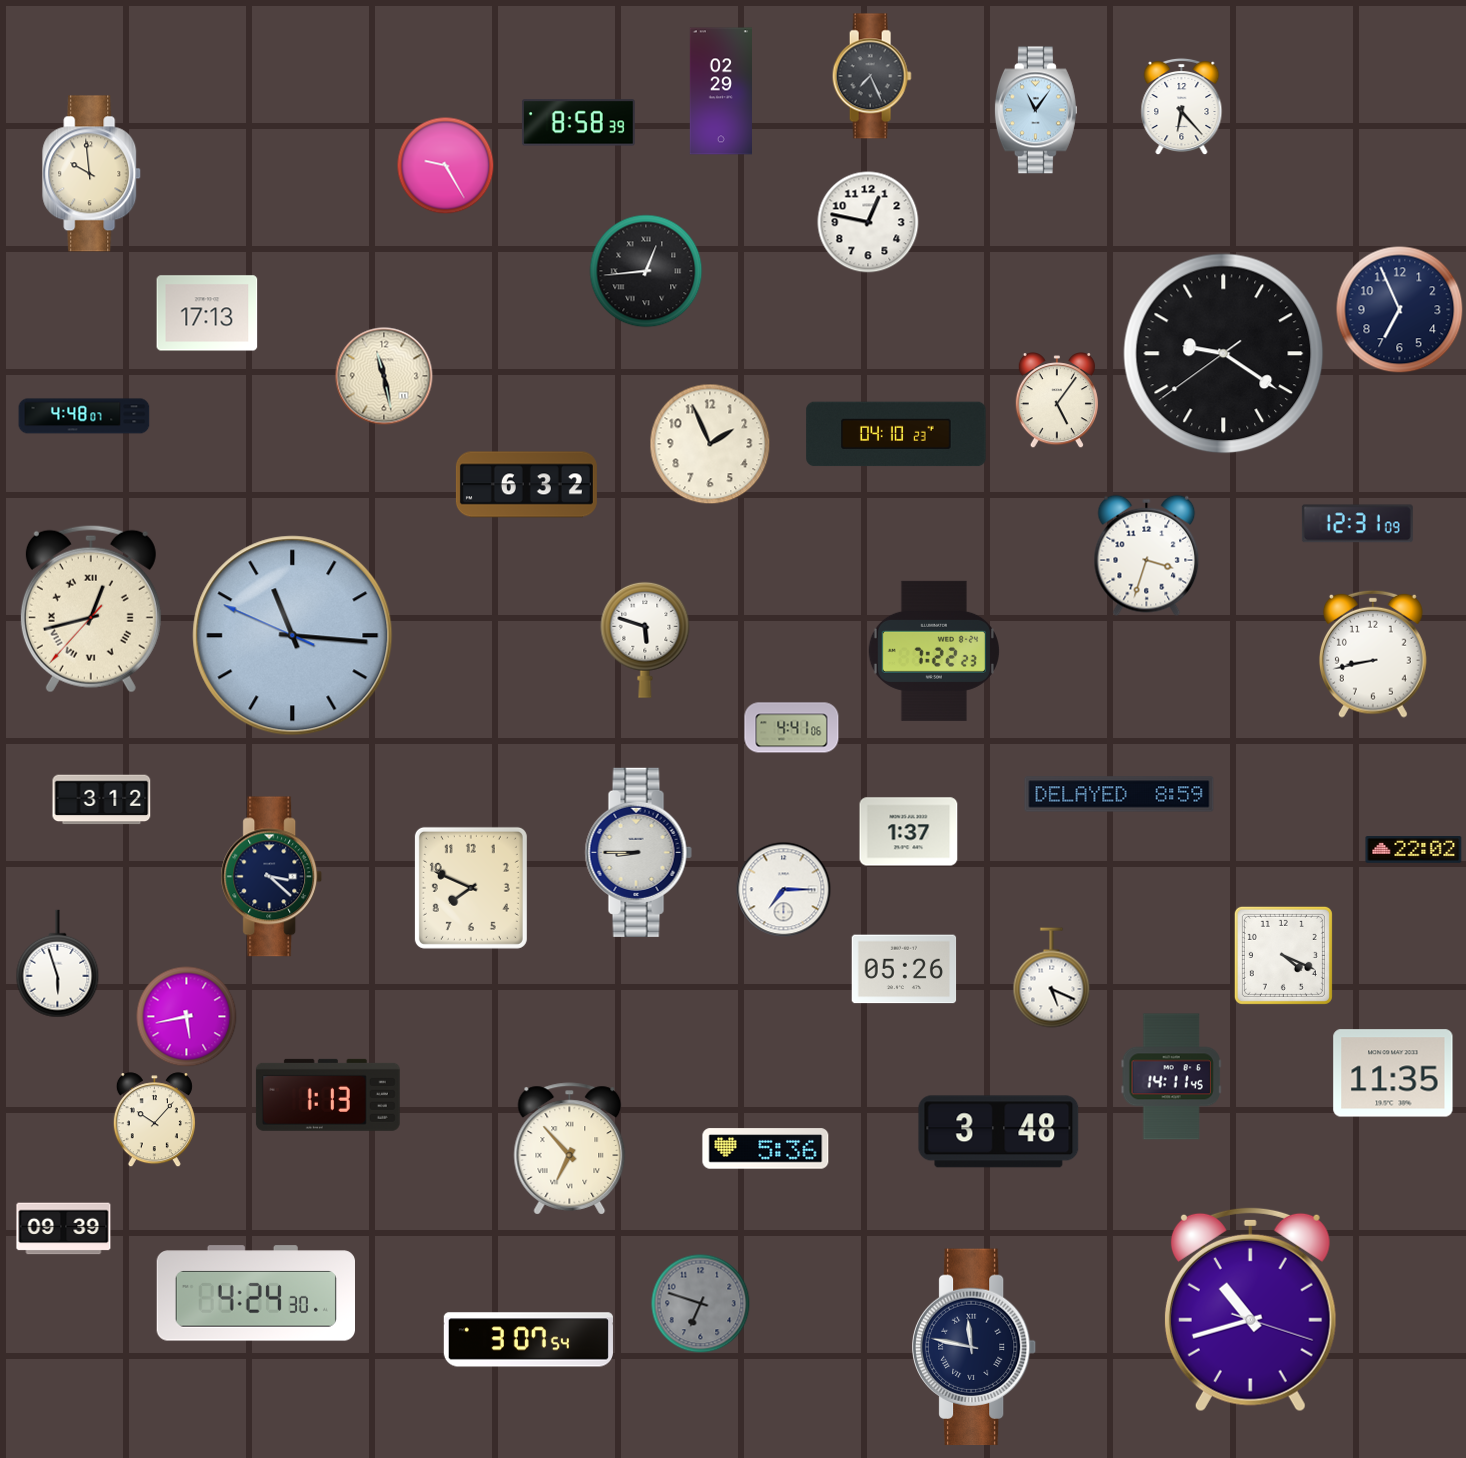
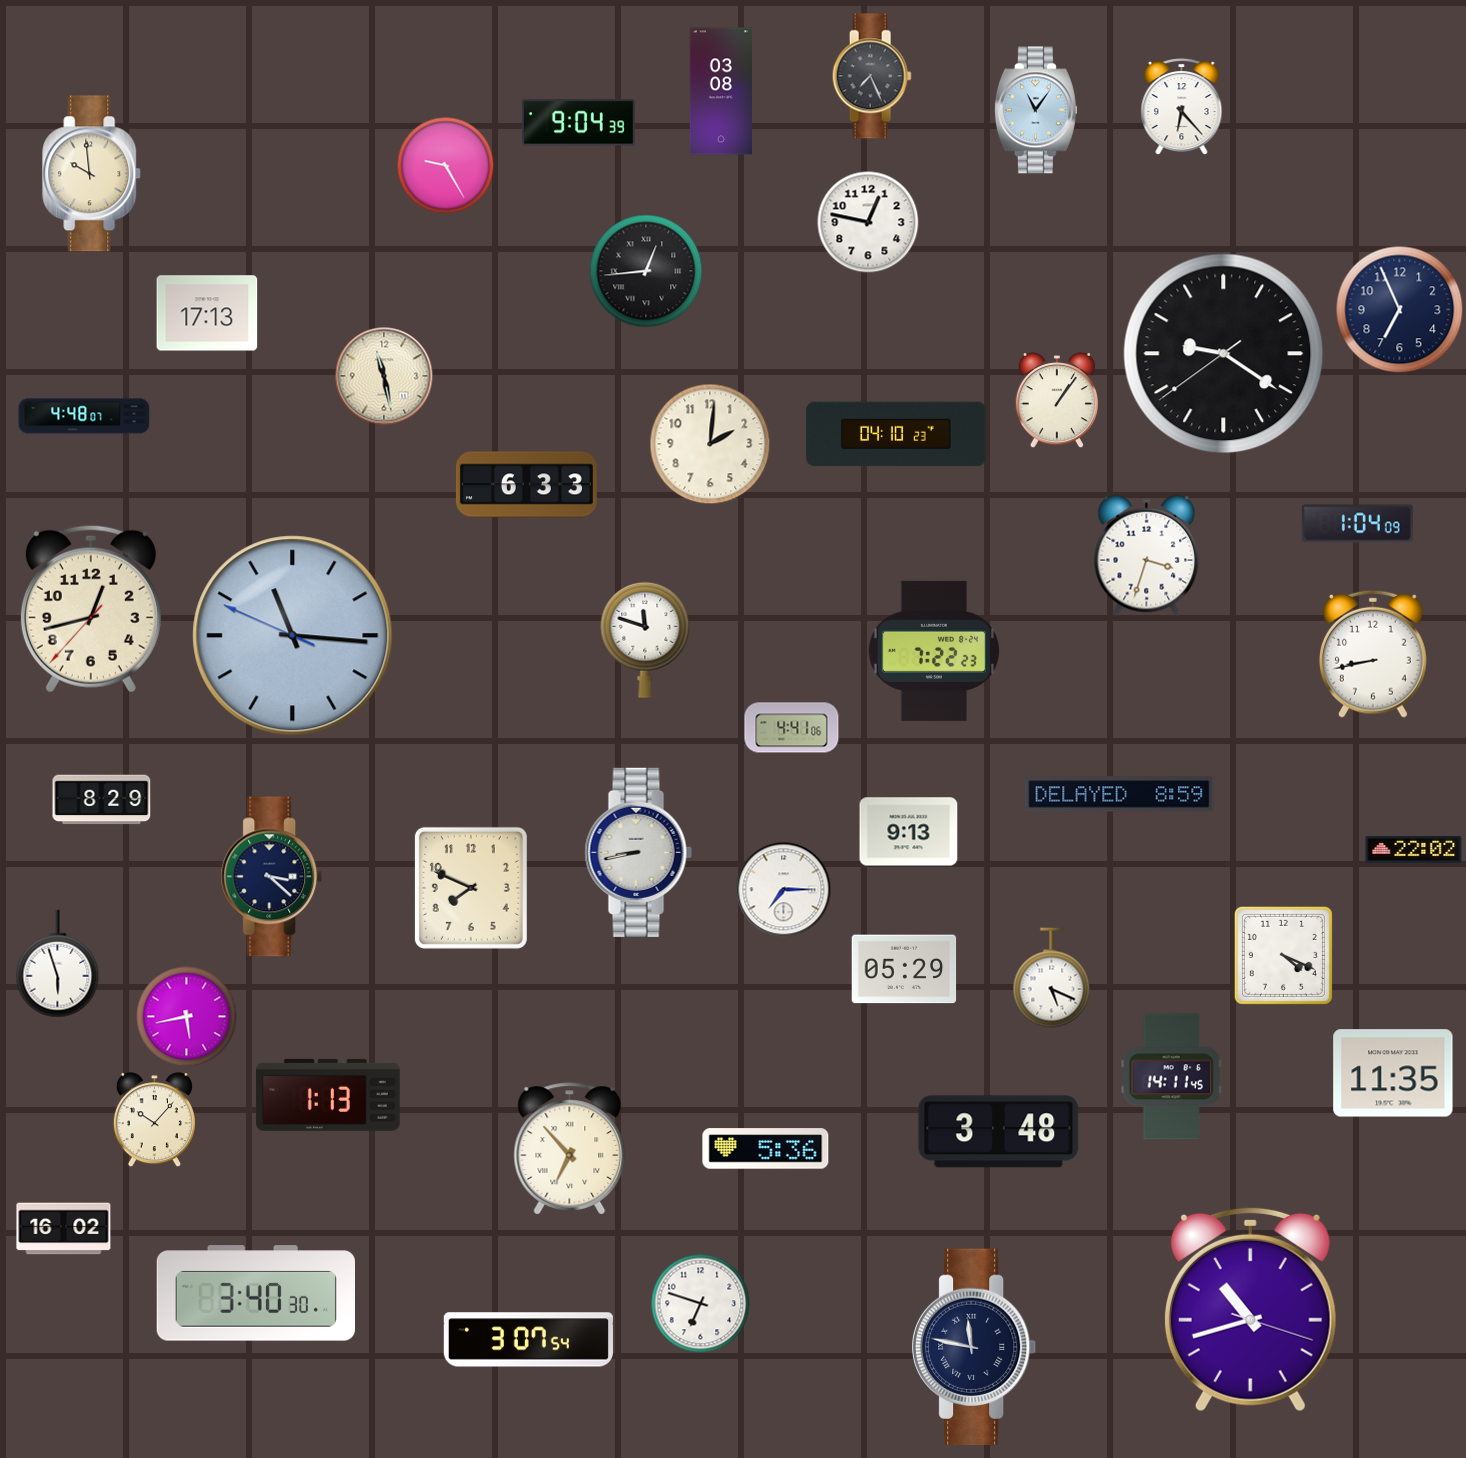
clock at (720, 91): 02:29 -> 03:08
clock at (578, 123): 8:58 -> 9:04
clock at (1057, 401): 5:06 -> 1:06
clock at (710, 444): 1:56 -> 2:01
clock at (526, 485): 6:32 -> 6:33
clock at (1357, 524): 12:31 -> 1:04
clock at (91, 609) numerals: Roman -> Arabic
clock at (645, 640): 5:48 -> 11:48
clock at (102, 800): 3:12 -> 8:29
clock at (909, 832): 1:37 -> 9:13
clock at (638, 852): 8:45 -> 8:43
clock at (904, 969): 05:26 -> 05:29
clock at (64, 1229): 09:39 -> 16:02
clock at (255, 1293): 4:24 -> 3:40
clock at (701, 1304) dial: grey -> white
